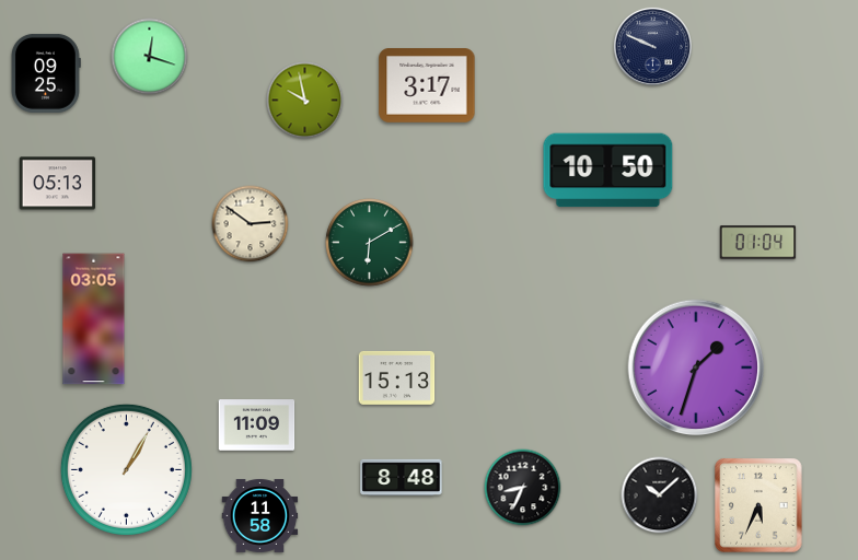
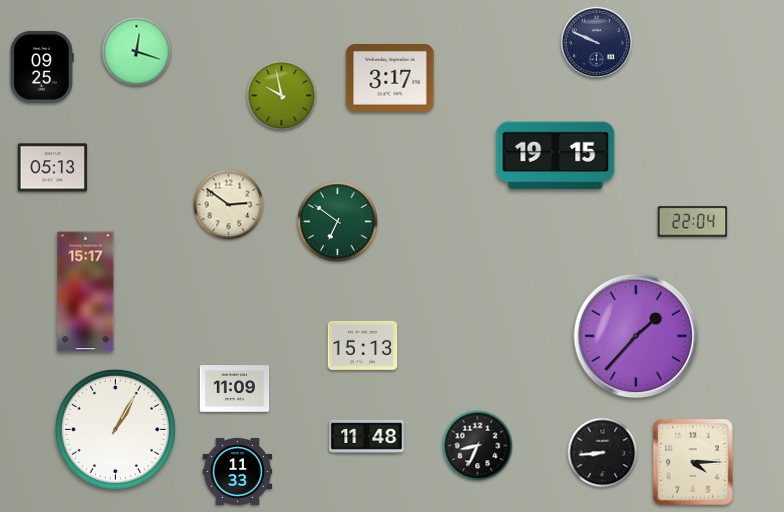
clock at (305, 101) position: (305, 101) -> (282, 96)
clock at (608, 171): 10:50 -> 19:15
clock at (370, 243): 6:10 -> 6:51
clock at (758, 243): 01:04 -> 22:04
clock at (94, 319): 03:05 -> 15:17
clock at (696, 367): 1:33 -> 1:37
clock at (402, 477): 8:48 -> 11:48
clock at (660, 495): 10:08 -> 8:44
clock at (758, 505): 5:34 -> 4:15
clock at (260, 515): 11:58 -> 11:33
